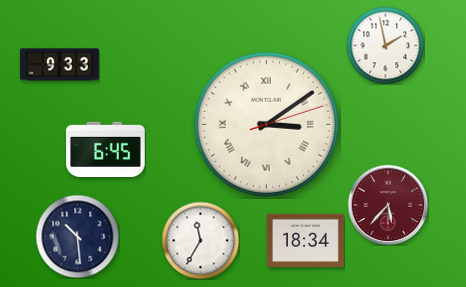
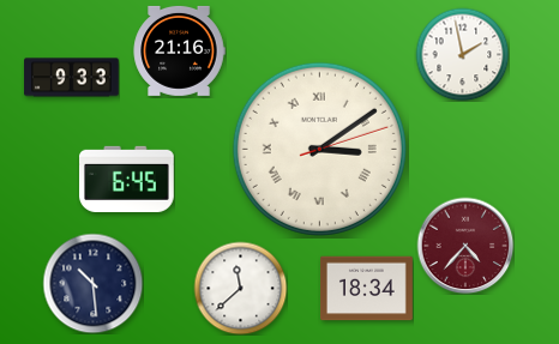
clock at (179, 50): none -> 21:16
clock at (388, 205): 5:37 -> 4:37
clock at (200, 240): 11:35 -> 11:38
